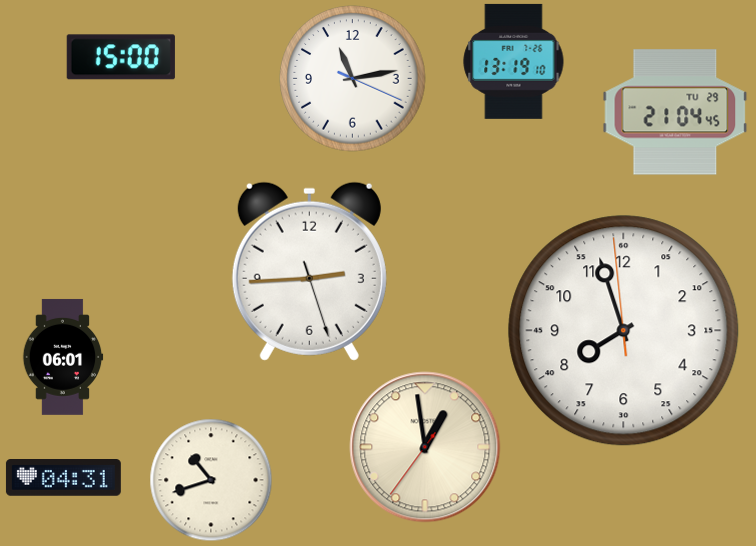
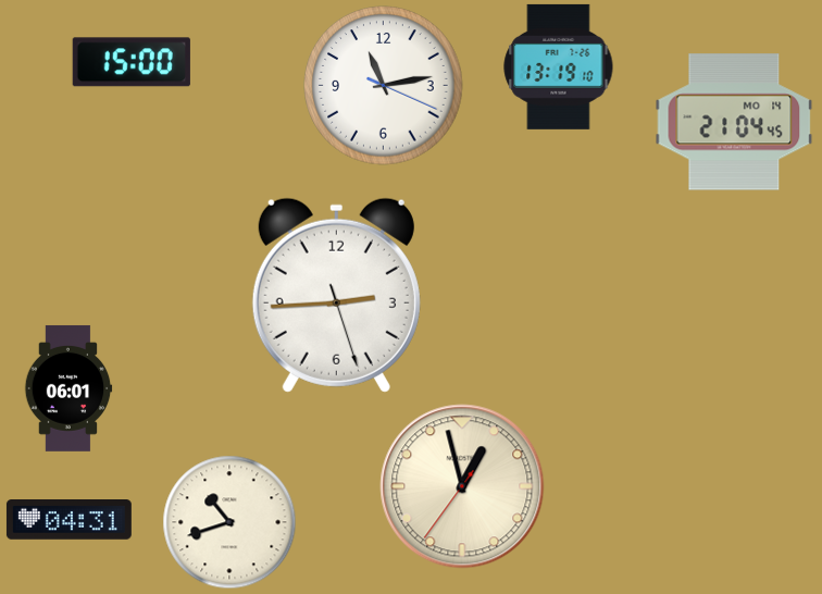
clock at (675, 112) date: TU 29 -> MO 14
clock at (624, 331): 7:56 -> none
clock at (425, 447): 12:58 -> 12:57
